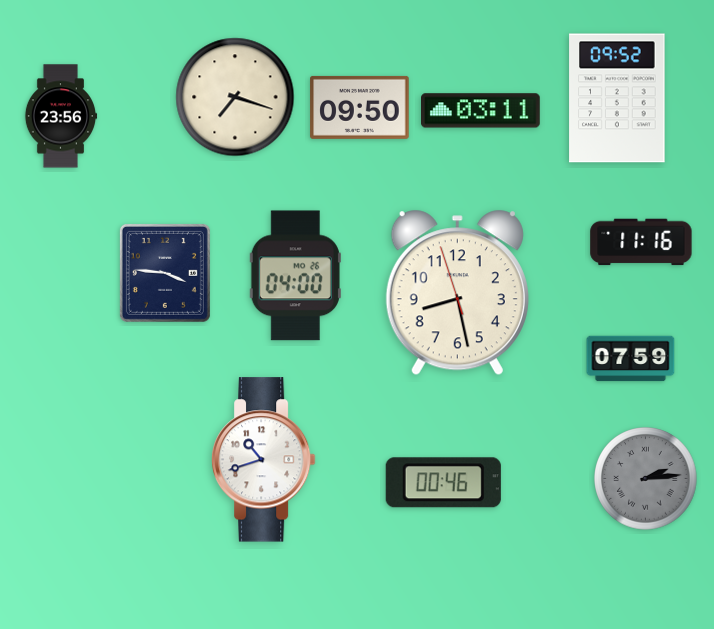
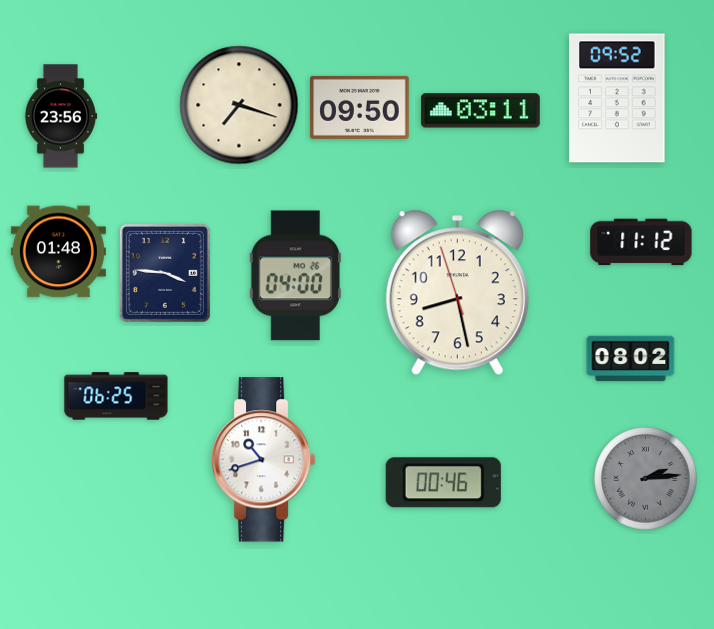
clock at (235, 97) position: (235, 97) -> (239, 105)
clock at (641, 242): 11:16 -> 11:12
clock at (58, 252): none -> 01:48
clock at (631, 359): 07:59 -> 08:02
clock at (116, 396): none -> 06:25
